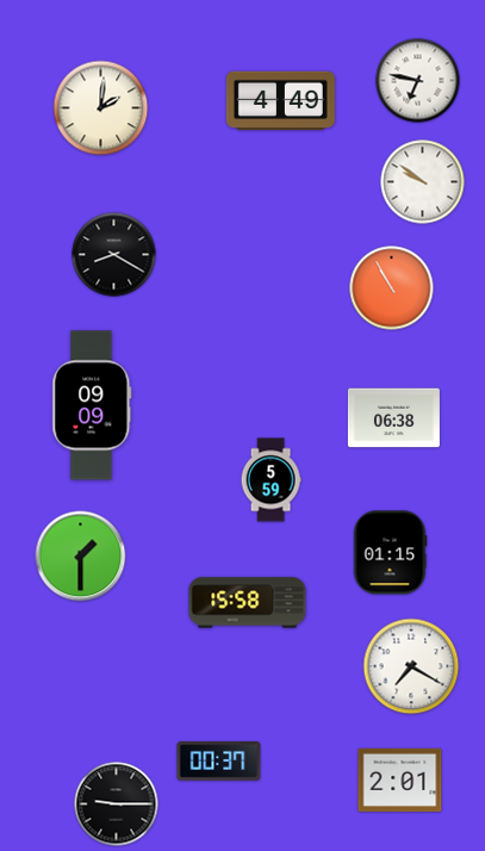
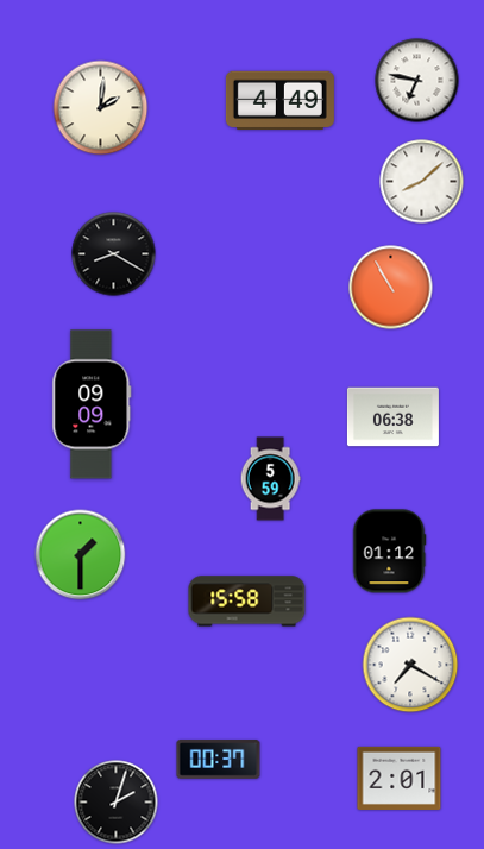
clock at (423, 182): 9:51 -> 8:08
clock at (390, 553): 01:15 -> 01:12
clock at (117, 805): 9:15 -> 2:03
